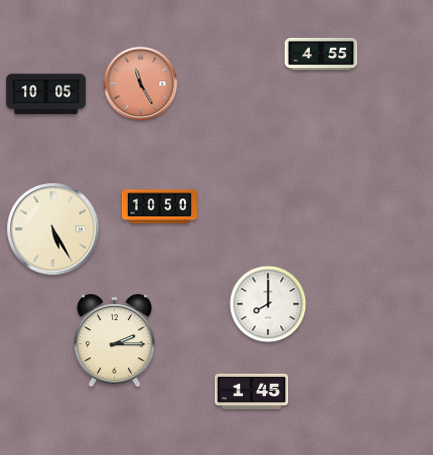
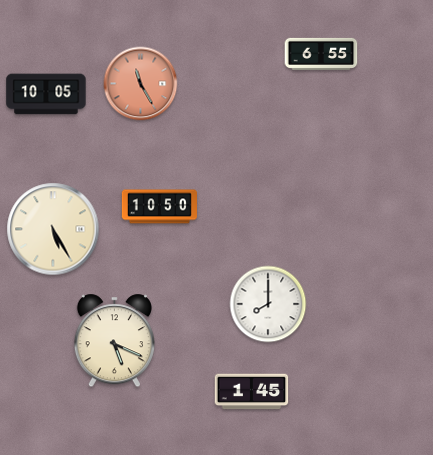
clock at (321, 54): 4:55 -> 6:55
clock at (114, 341): 2:15 -> 5:19
